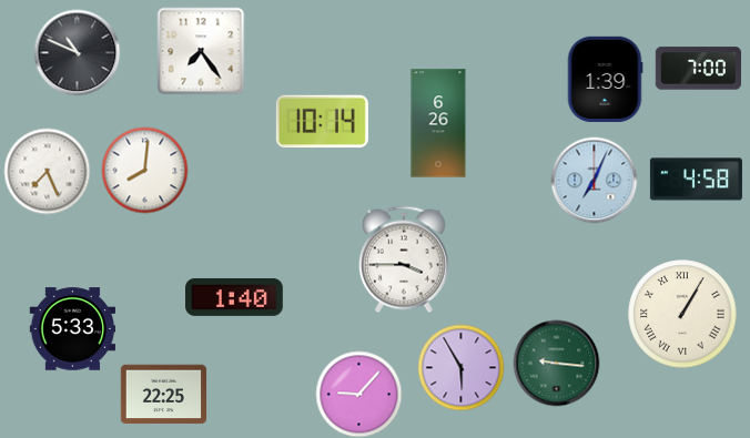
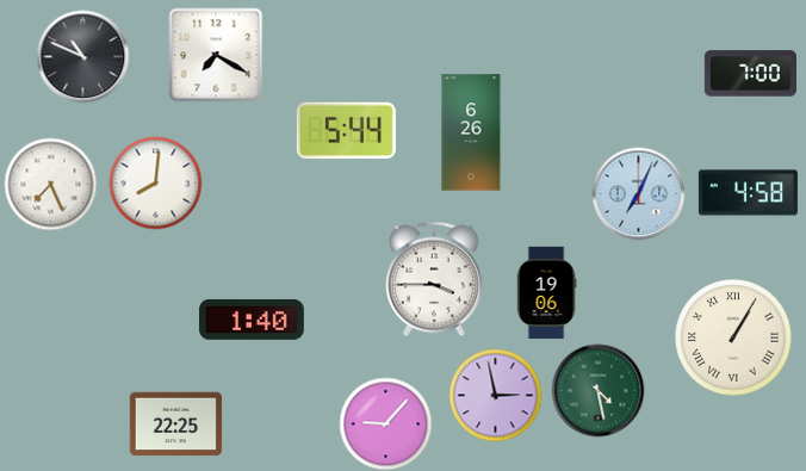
clock at (201, 51): 7:24 -> 7:20
clock at (605, 79): 1:39 -> none
clock at (322, 122): 10:14 -> 5:44
clock at (546, 292): none -> 19:06
clock at (72, 329): 5:33 -> none
clock at (556, 363): 9:16 -> 4:28
clock at (460, 367): 5:55 -> 2:58
